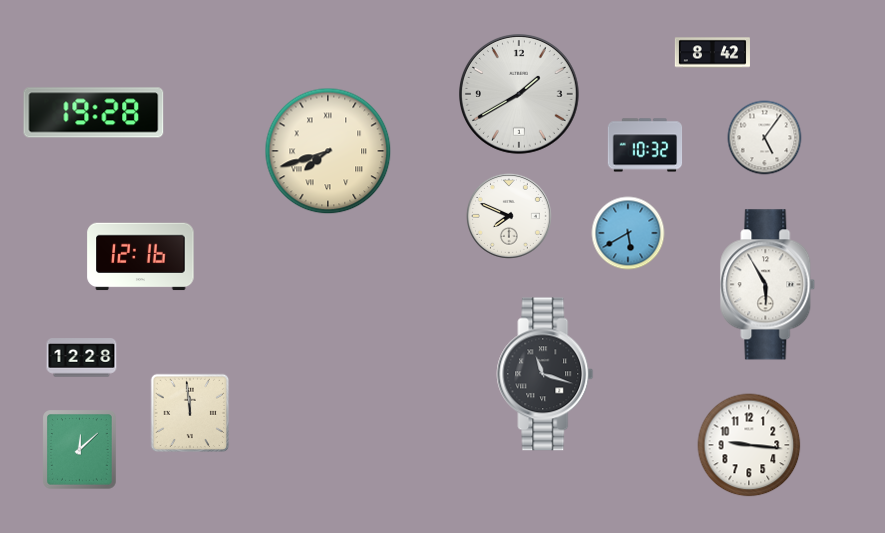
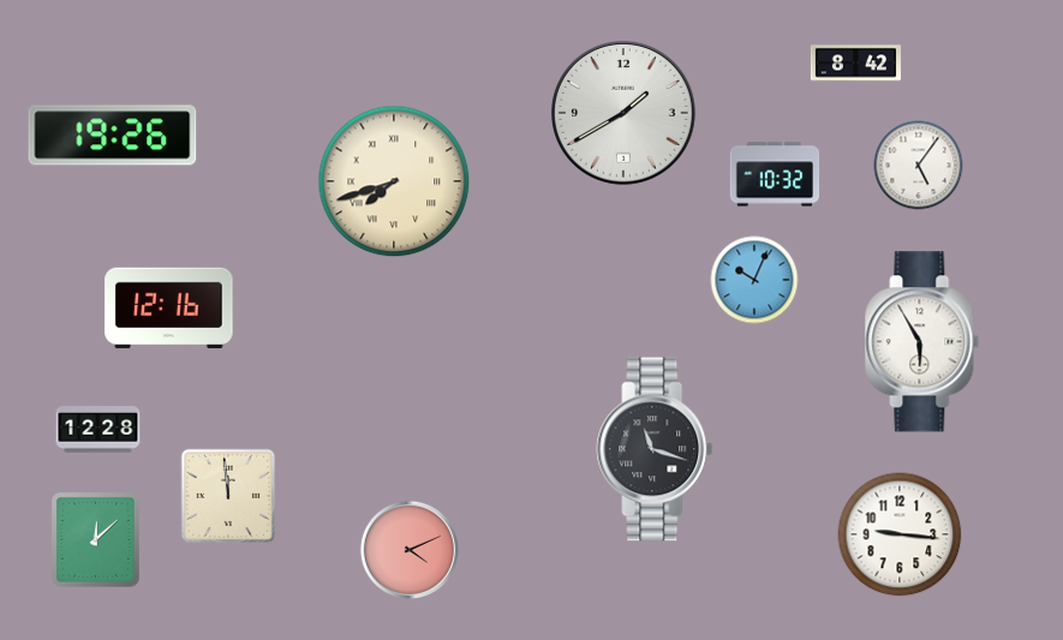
clock at (94, 113): 19:28 -> 19:26
clock at (509, 216): 7:49 -> none
clock at (628, 233): 5:40 -> 10:04
clock at (410, 550): none -> 4:11
